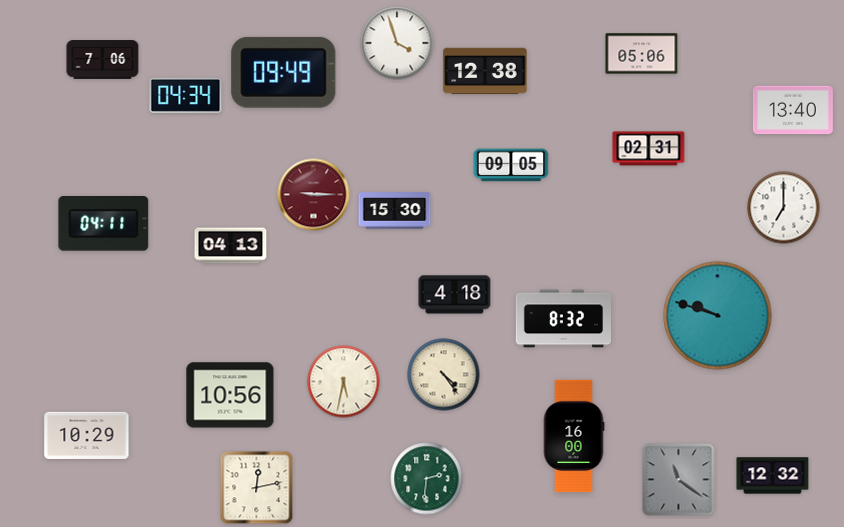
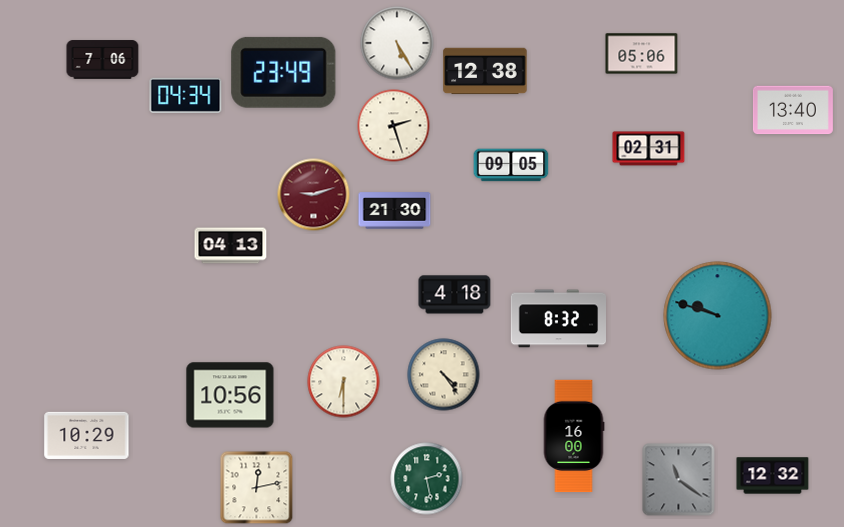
clock at (397, 43): 3:57 -> 5:25
clock at (284, 72): 09:49 -> 23:49
clock at (394, 126): none -> 2:27
clock at (314, 195): 9:15 -> 9:12
clock at (784, 208): 7:00 -> none
clock at (395, 211): 15:30 -> 21:30
clock at (104, 224): 04:11 -> none
clock at (563, 319) position: (563, 319) -> (558, 319)
clock at (344, 382): 5:32 -> 6:30
clock at (427, 479): 2:31 -> 2:28
